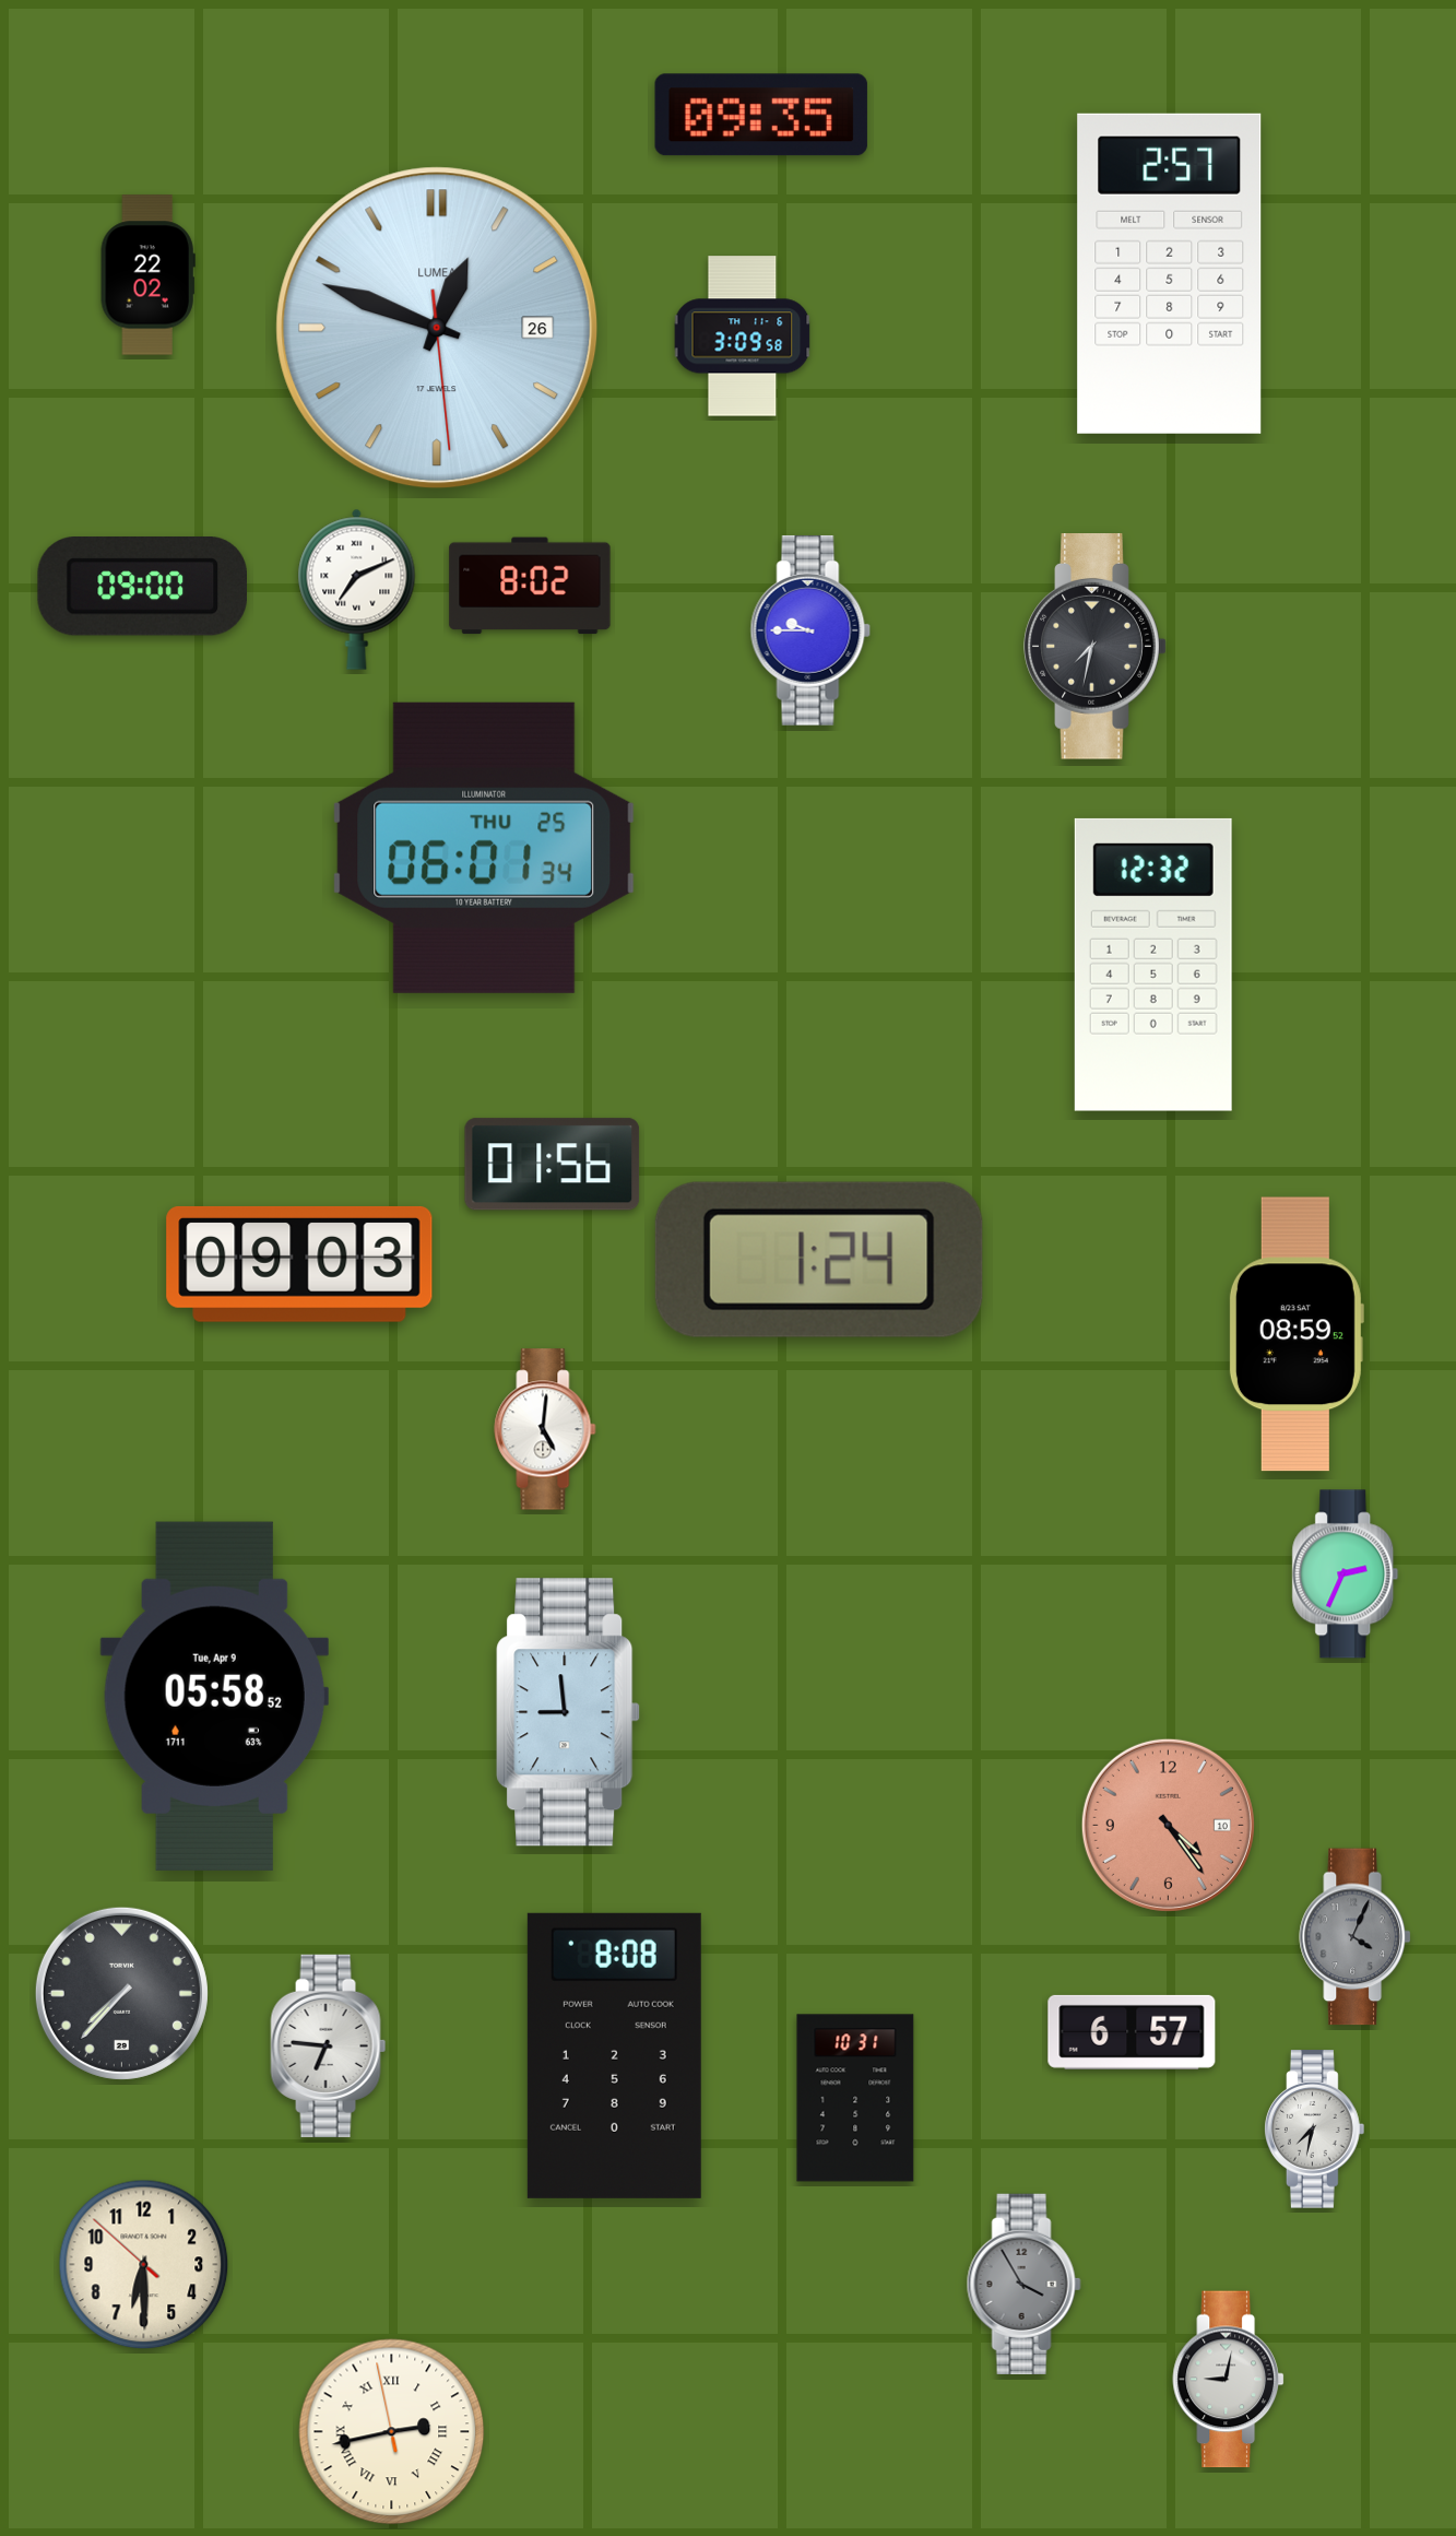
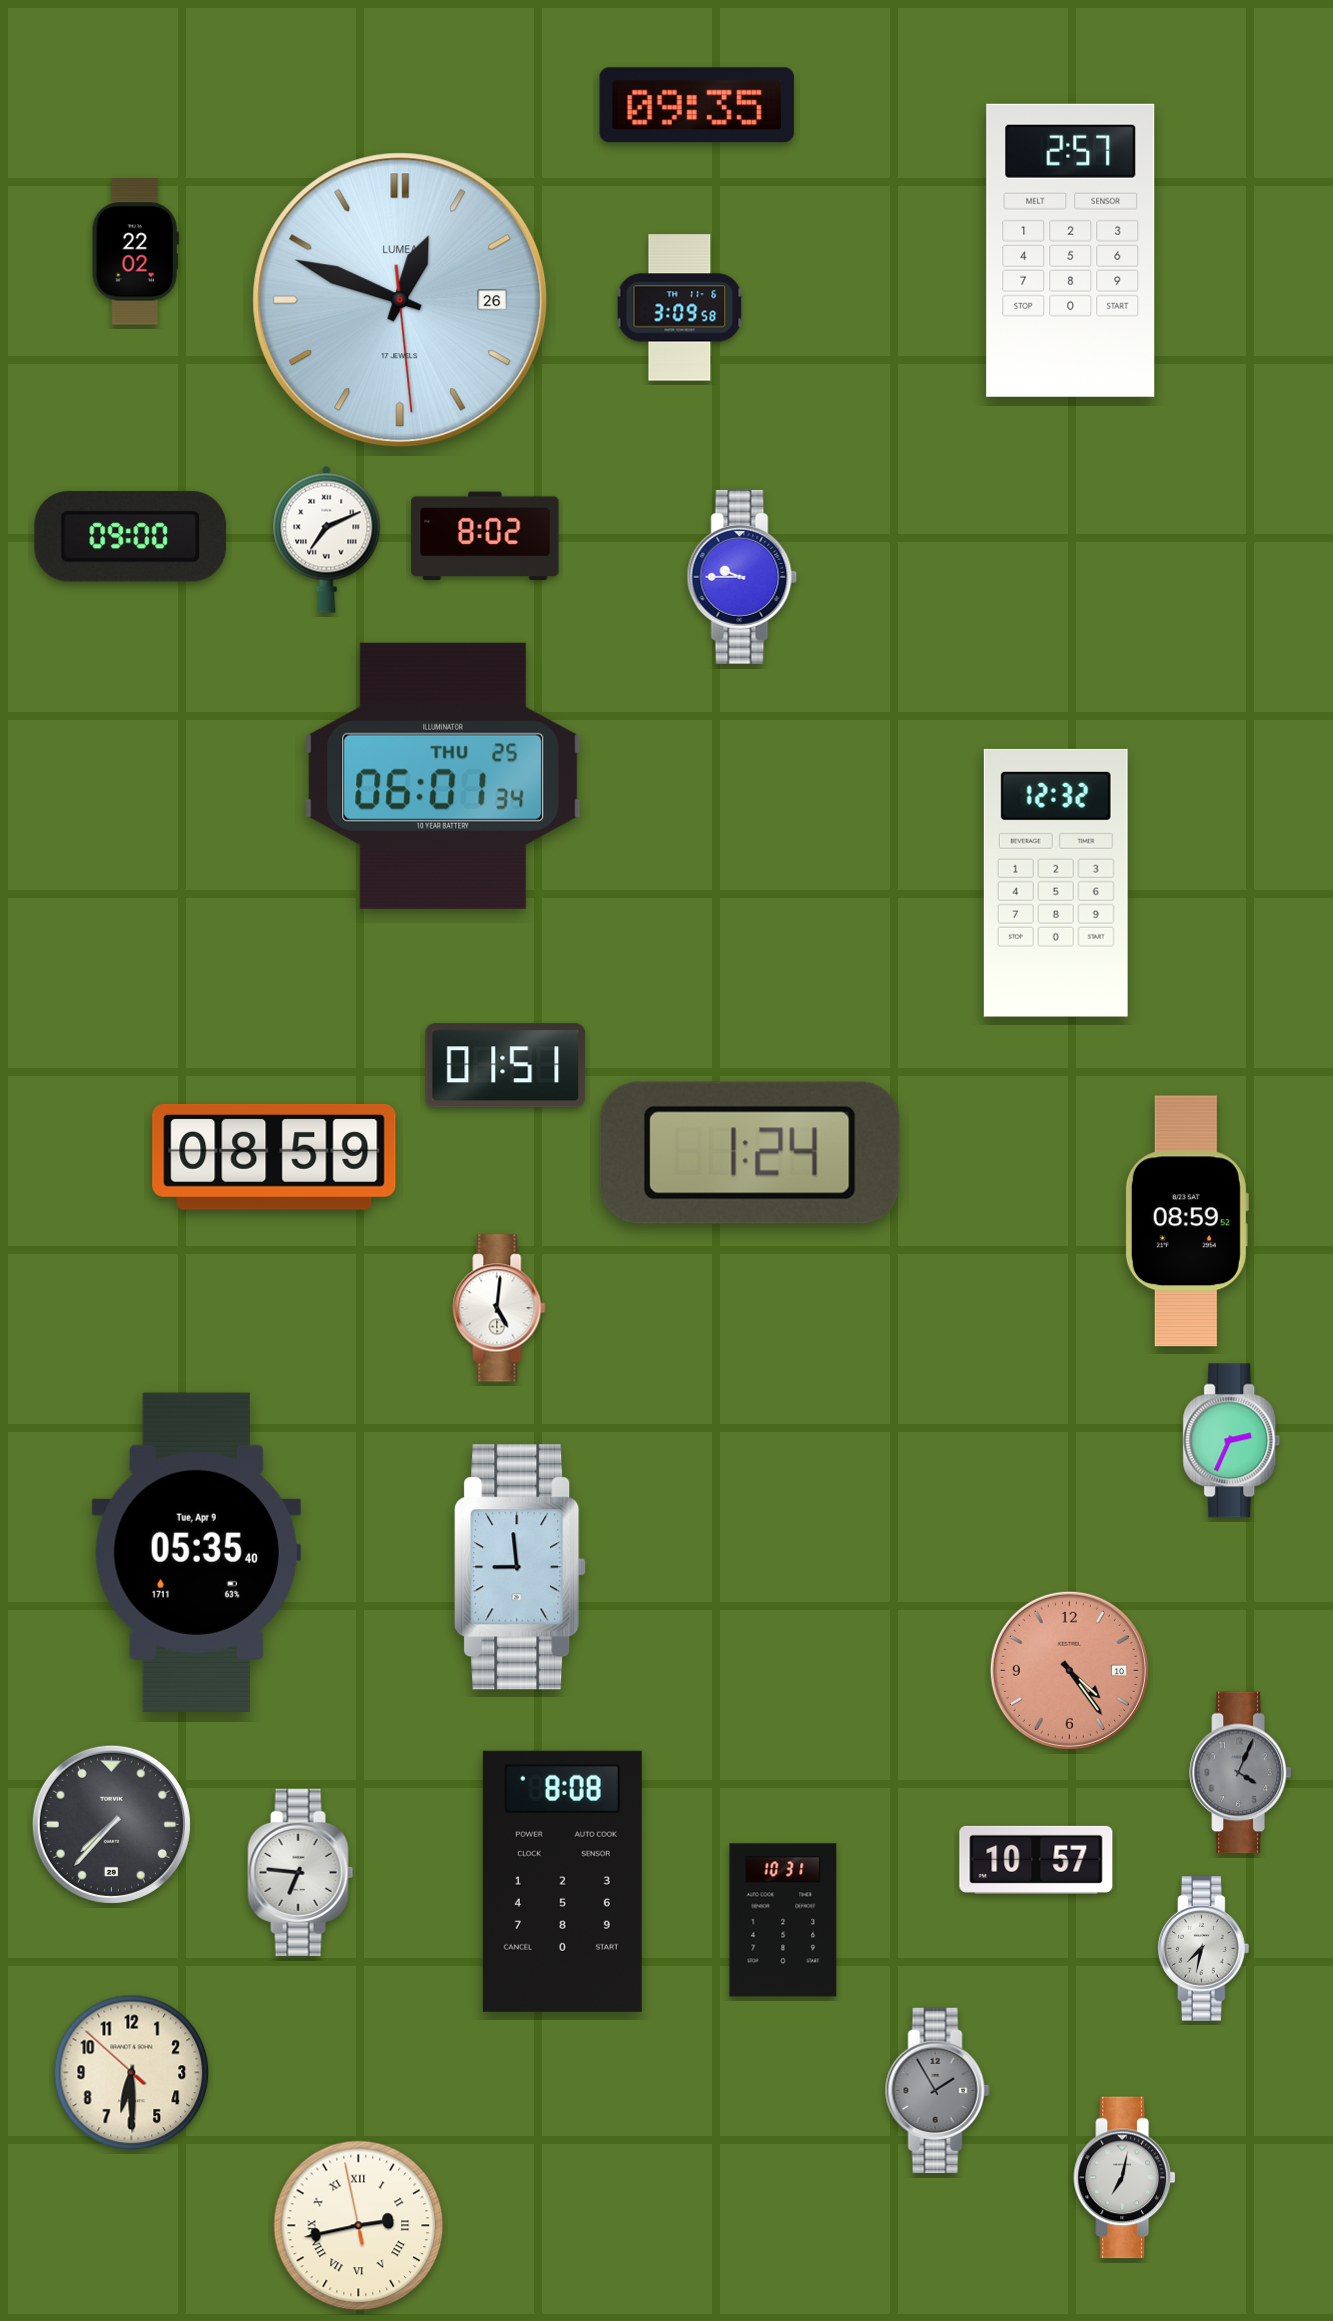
clock at (1096, 647): 7:32 -> none
clock at (553, 1165): 01:56 -> 01:51
clock at (299, 1264): 09:03 -> 08:59
clock at (214, 1696): 05:58 -> 05:35
clock at (1132, 2032): 6:57 -> 10:57
clock at (1023, 2284): 3:55 -> 1:55
clock at (1229, 2380): 9:02 -> 7:02
